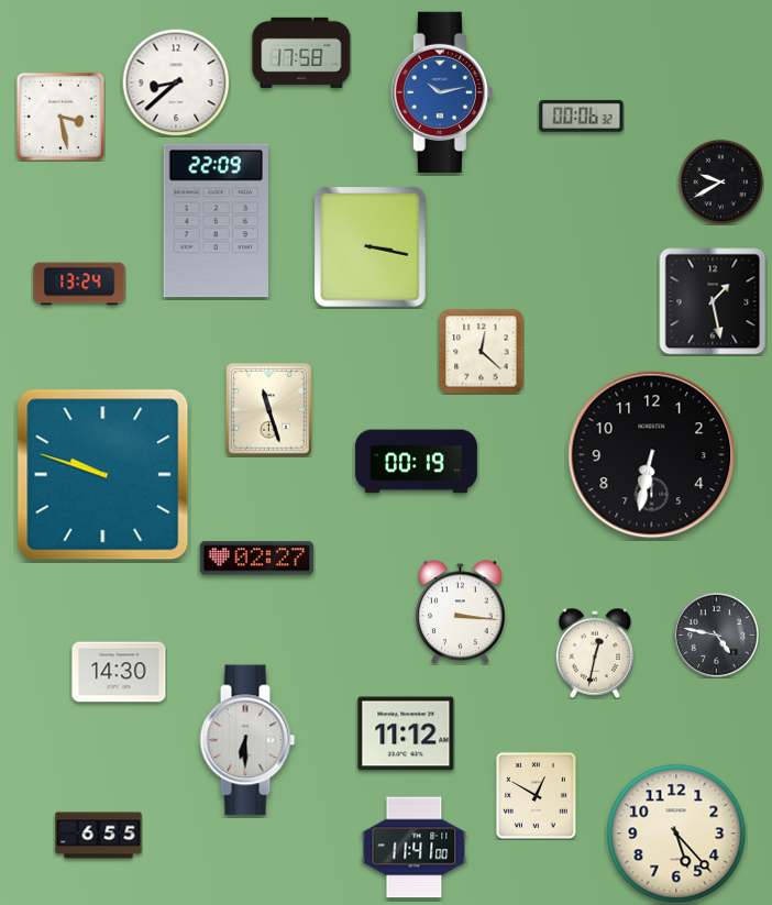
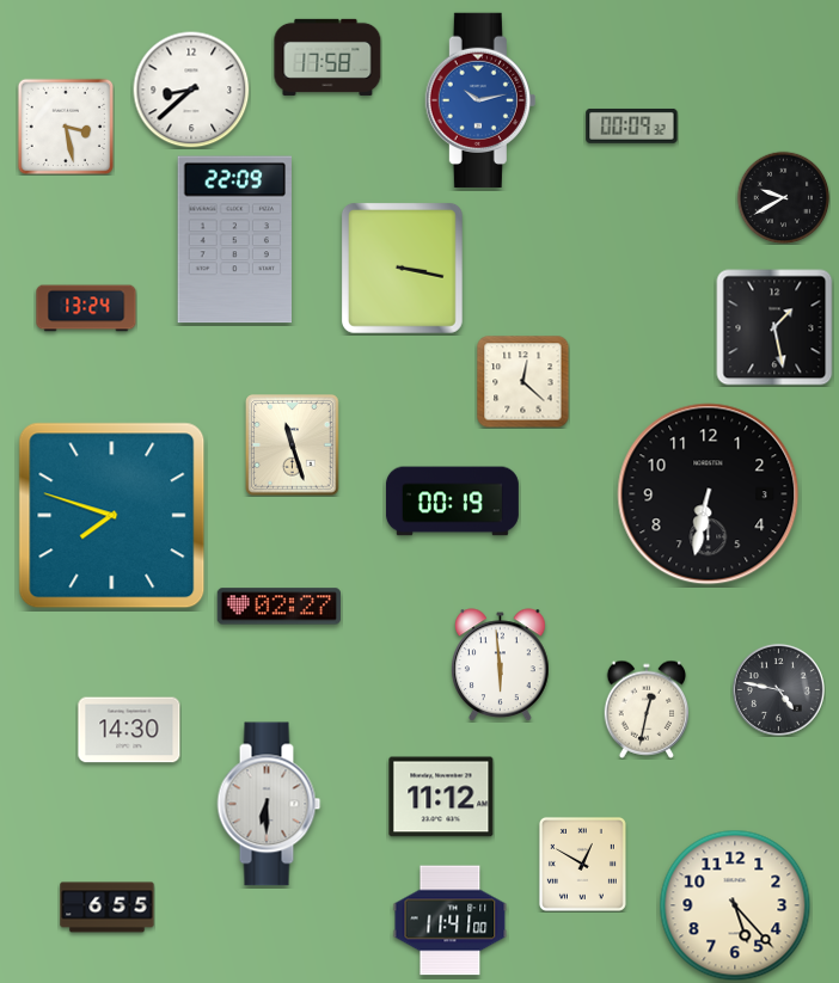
clock at (582, 117): 00:06 -> 00:09
clock at (103, 475): 9:48 -> 7:48
clock at (461, 612): 3:16 -> 5:59
